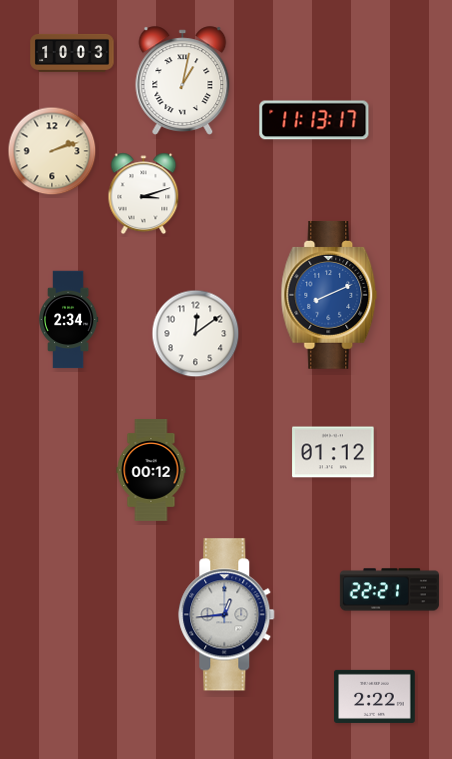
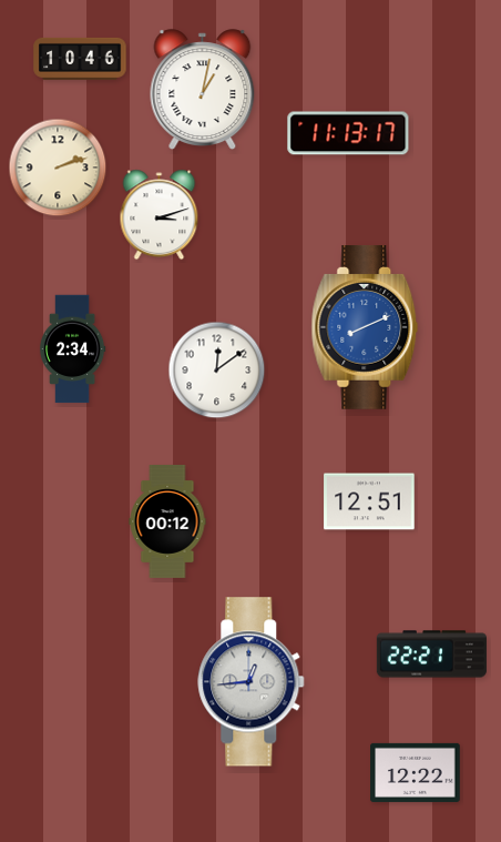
clock at (72, 53): 10:03 -> 10:46
clock at (68, 320) position: (68, 320) -> (72, 349)
clock at (333, 452): 01:12 -> 12:51
clock at (375, 696): 2:22 -> 12:22
